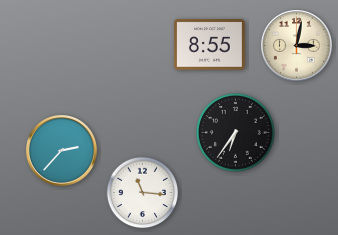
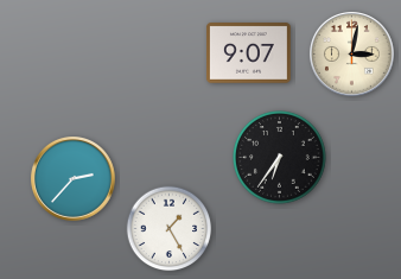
clock at (210, 45): 8:55 -> 9:07
clock at (143, 193): 11:16 -> 1:25
